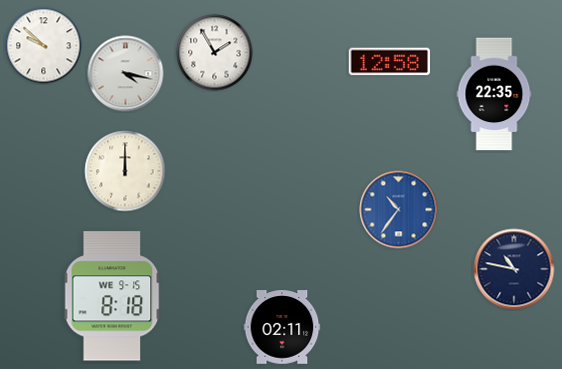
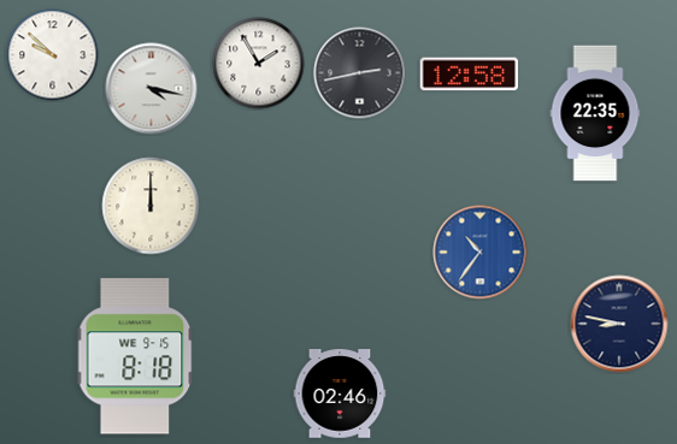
clock at (360, 73): none -> 2:43
clock at (514, 269): 10:47 -> 8:47
clock at (282, 327): 02:11 -> 02:46
